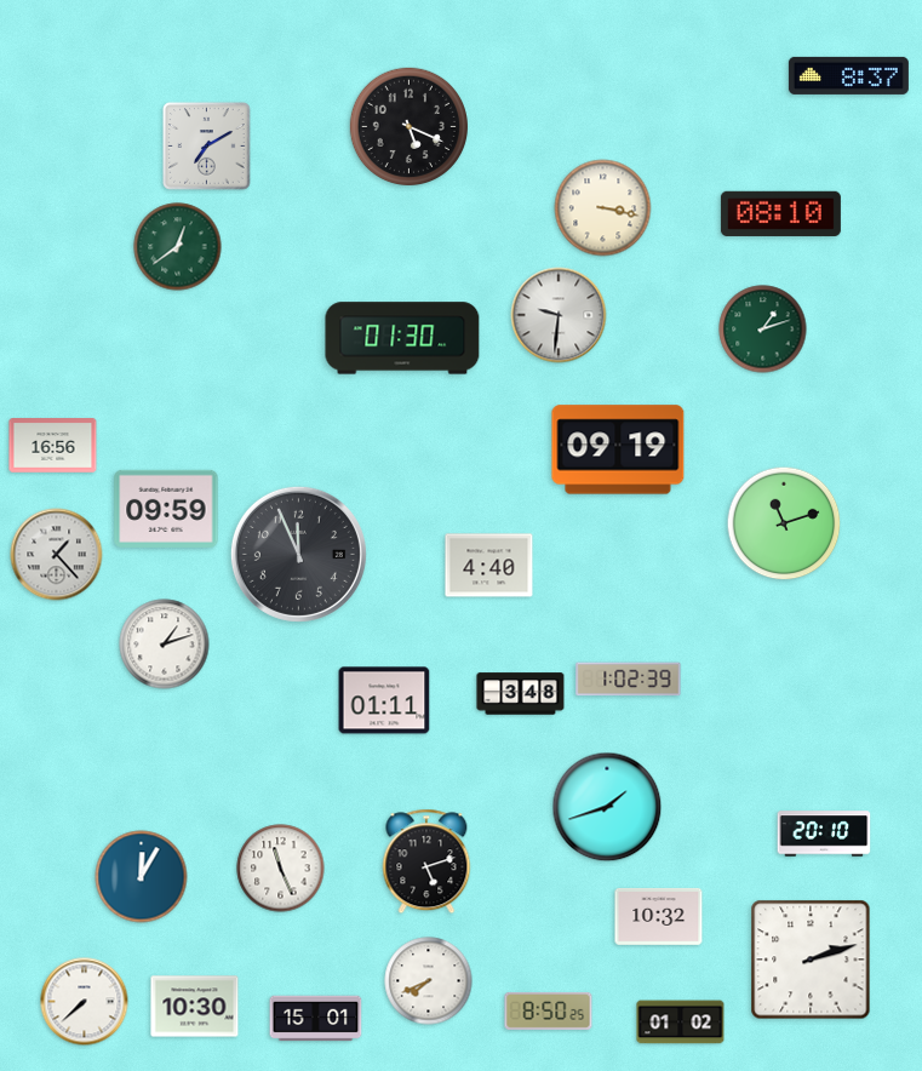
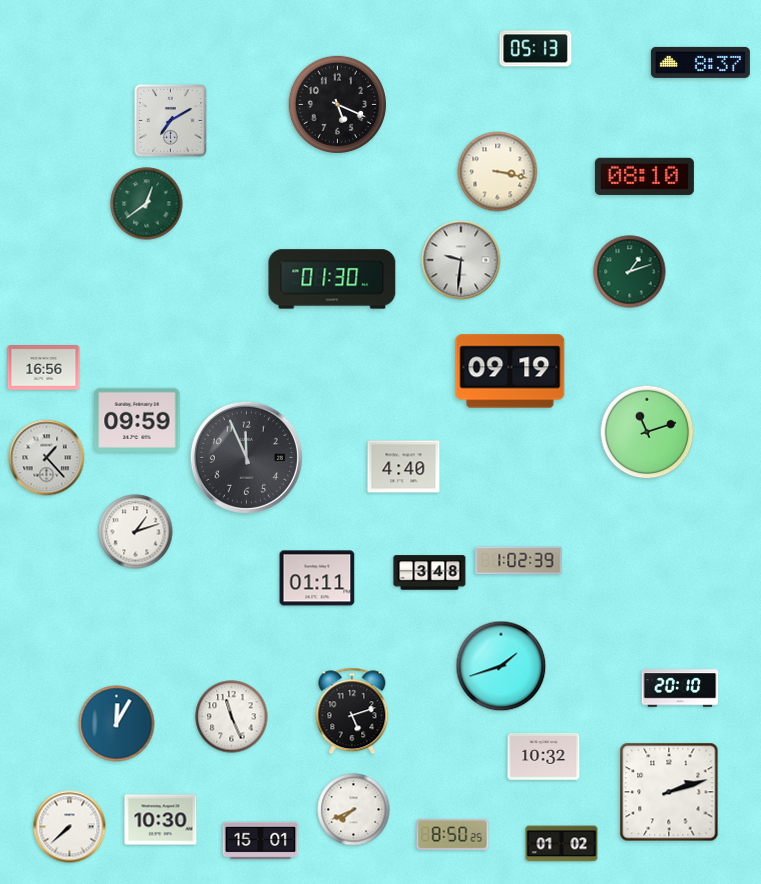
clock at (536, 49): none -> 05:13
clock at (195, 1007) position: (195, 1007) -> (161, 820)
